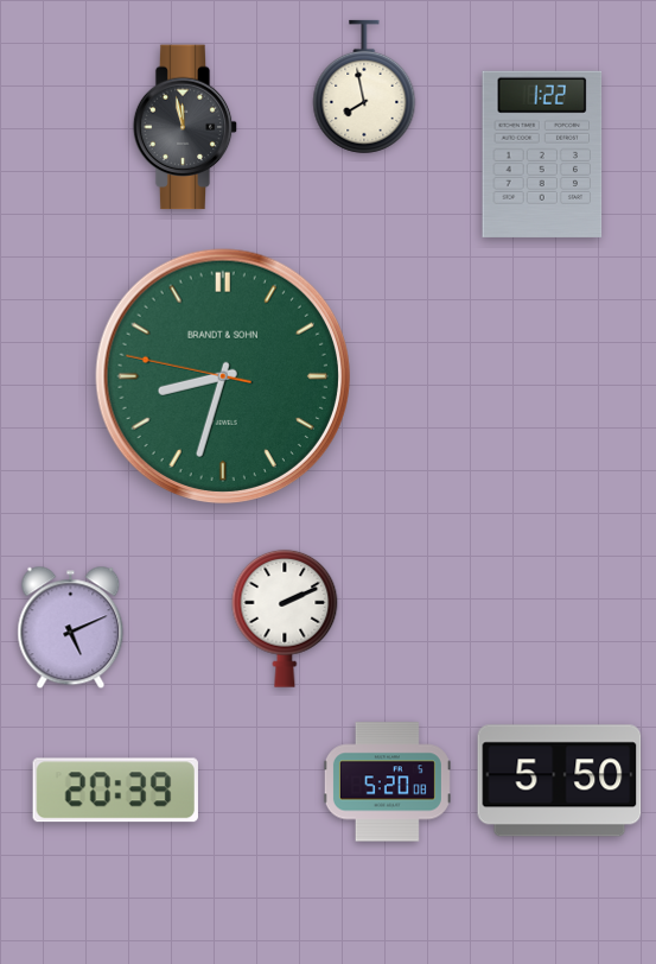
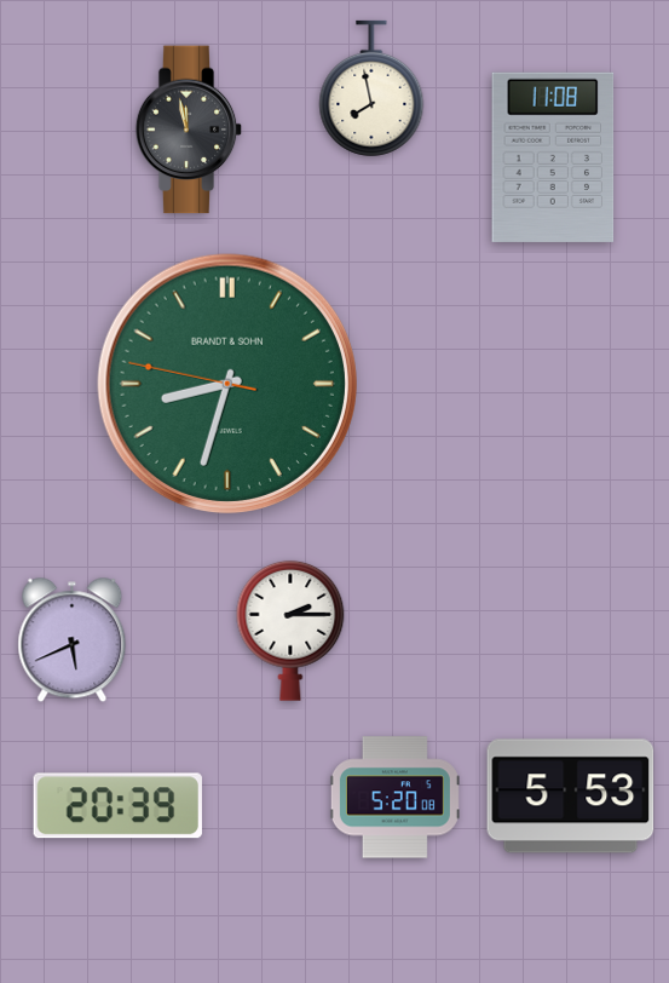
clock at (542, 154): 1:22 -> 11:08
clock at (285, 619): 2:11 -> 2:15
clock at (71, 628): 5:11 -> 5:41
clock at (560, 781): 5:50 -> 5:53
